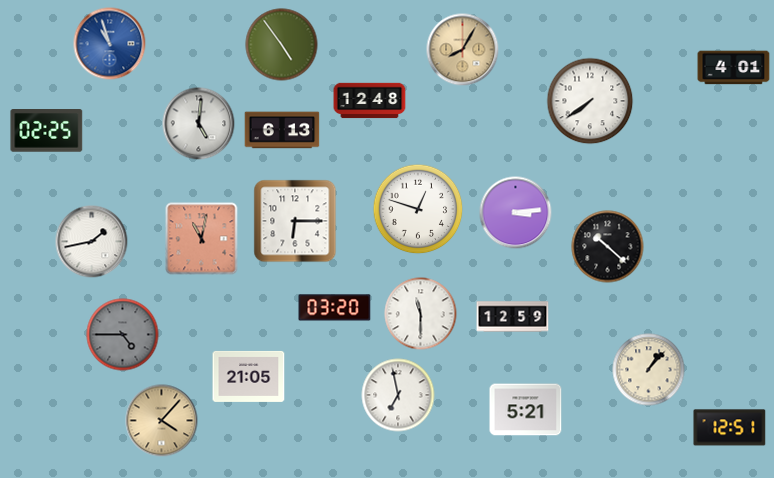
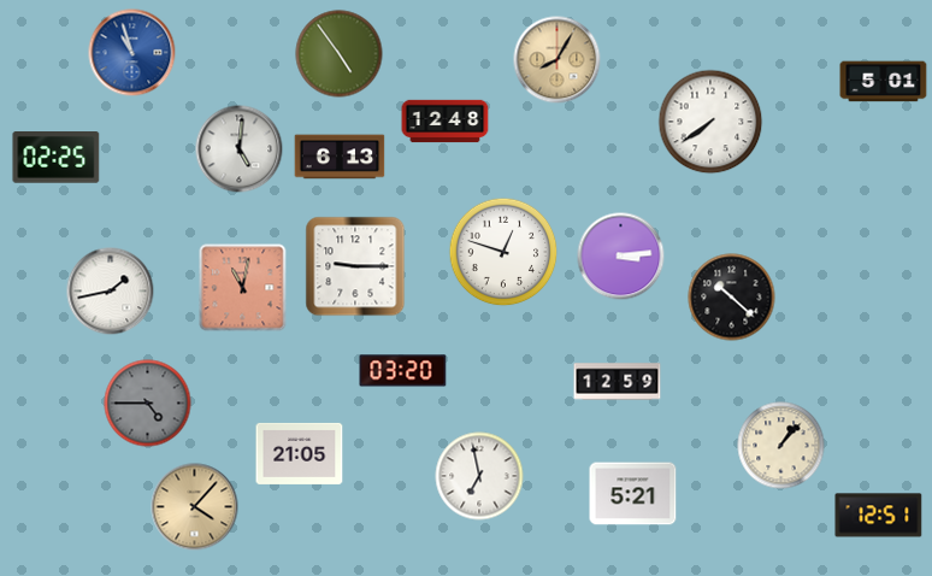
clock at (734, 68): 4:01 -> 5:01
clock at (295, 221): 6:15 -> 9:15
clock at (421, 314): 11:30 -> none
